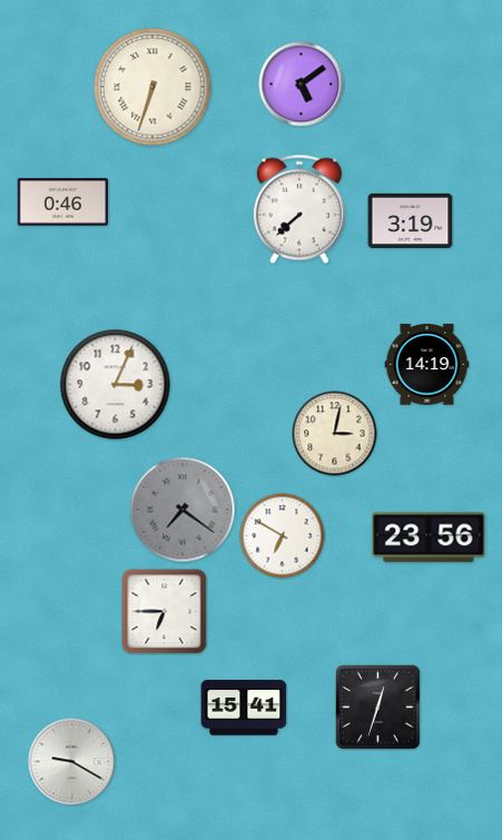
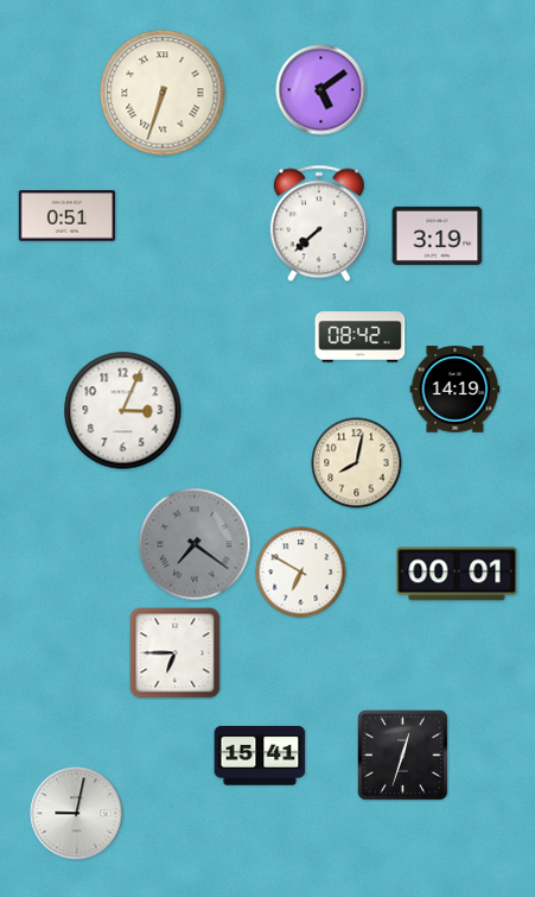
clock at (63, 202): 0:46 -> 0:51
clock at (361, 337): none -> 08:42
clock at (335, 434): 3:02 -> 8:02
clock at (429, 537): 23:56 -> 00:01
clock at (72, 762): 9:20 -> 9:02
